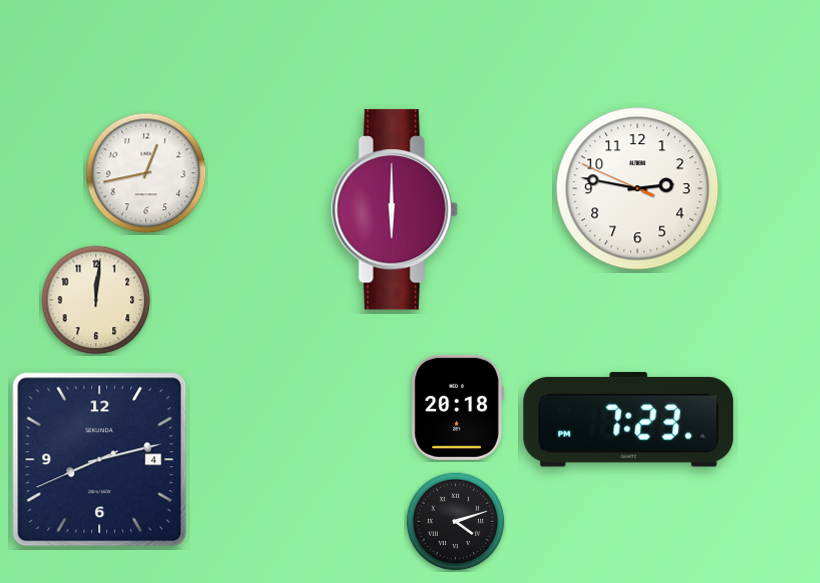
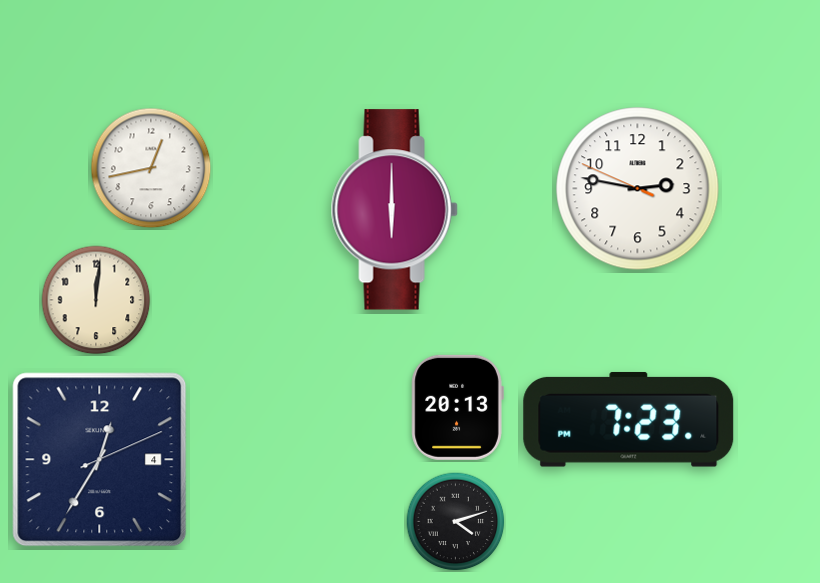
clock at (146, 173) position: (146, 173) -> (151, 168)
clock at (457, 407): 20:18 -> 20:13
clock at (100, 460): 8:12 -> 12:35
